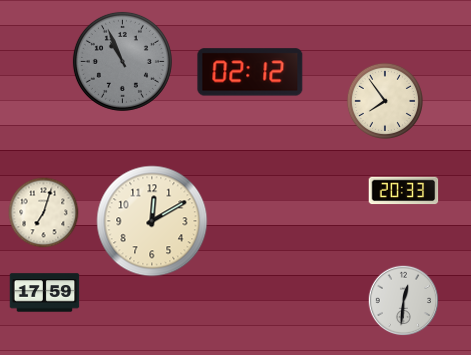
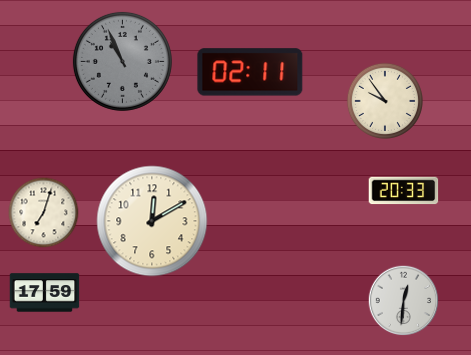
clock at (250, 72): 02:12 -> 02:11
clock at (385, 101): 7:54 -> 9:54
